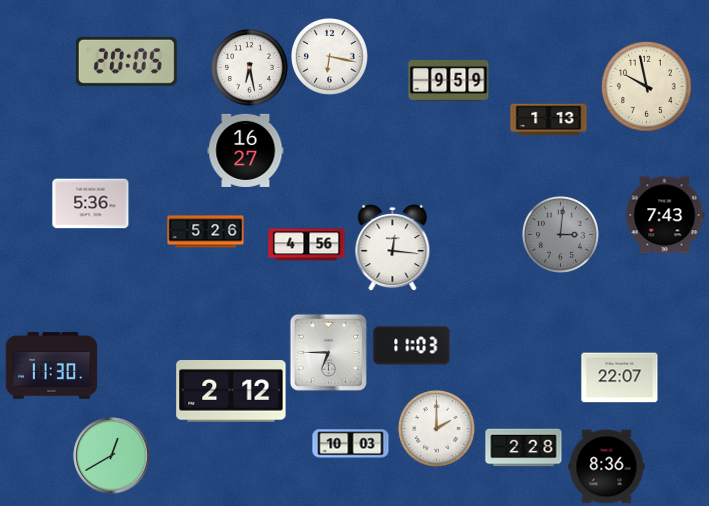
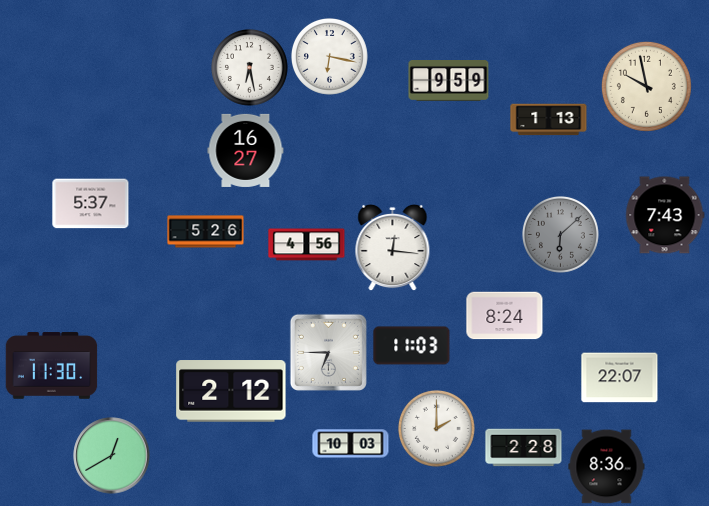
clock at (126, 61): 20:05 -> none
clock at (91, 204): 5:36 -> 5:37
clock at (561, 235): 3:01 -> 6:08
clock at (505, 316): none -> 8:24
